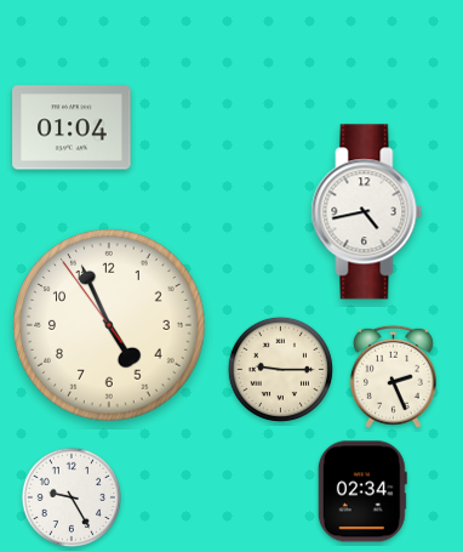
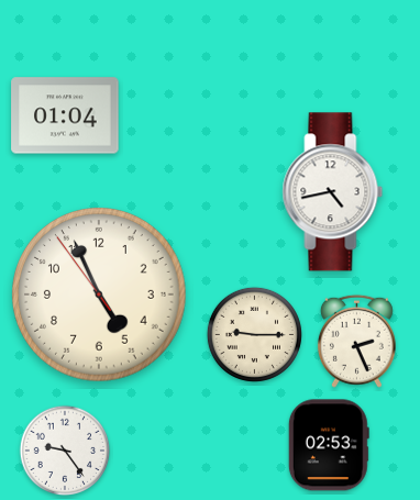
clock at (362, 491): 02:34 -> 02:53
clock at (72, 497): 9:25 -> 9:24
